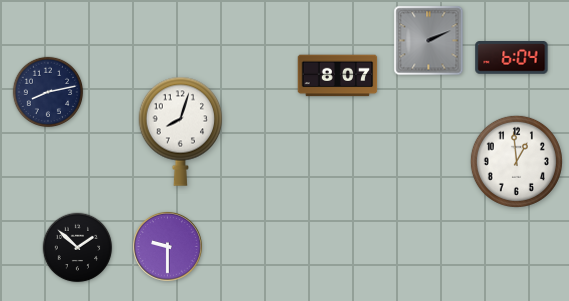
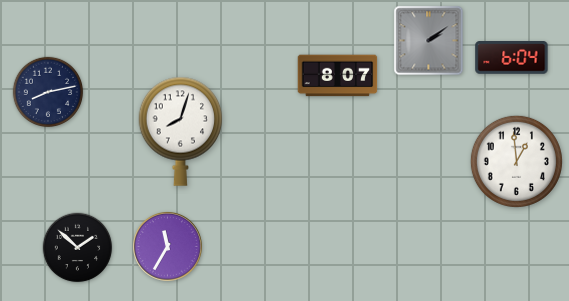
clock at (429, 41): 2:11 -> 2:09
clock at (168, 247): 9:30 -> 11:35
